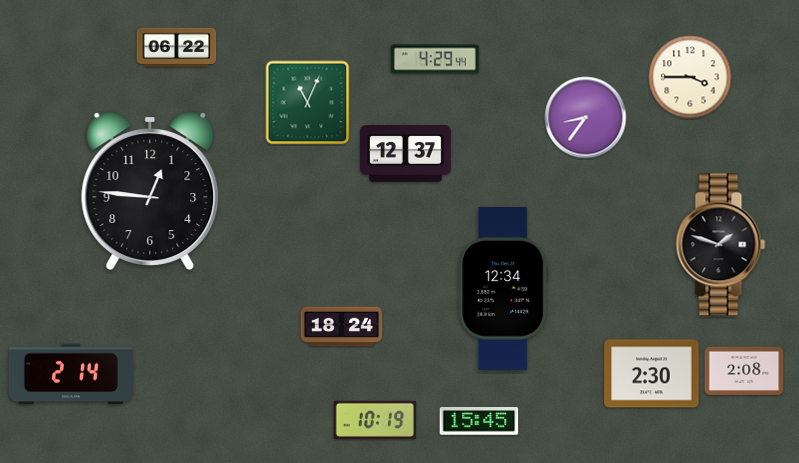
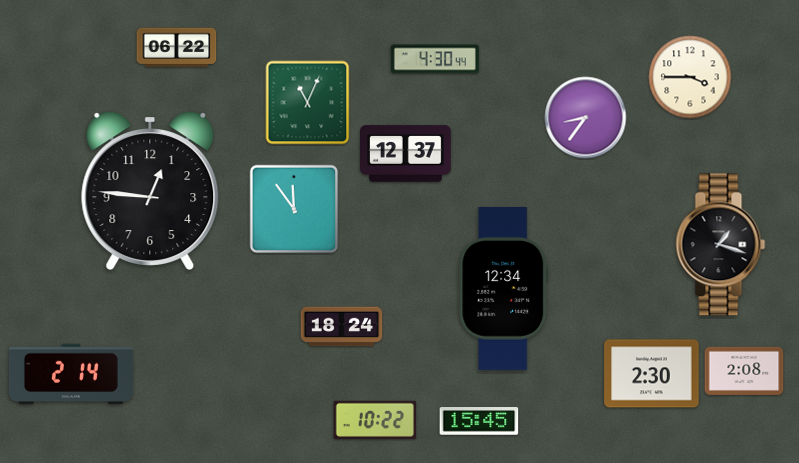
clock at (435, 59): 4:29 -> 4:30
clock at (294, 209): none -> 11:54
clock at (721, 245): 1:48 -> 1:18
clock at (375, 420): 10:19 -> 10:22
